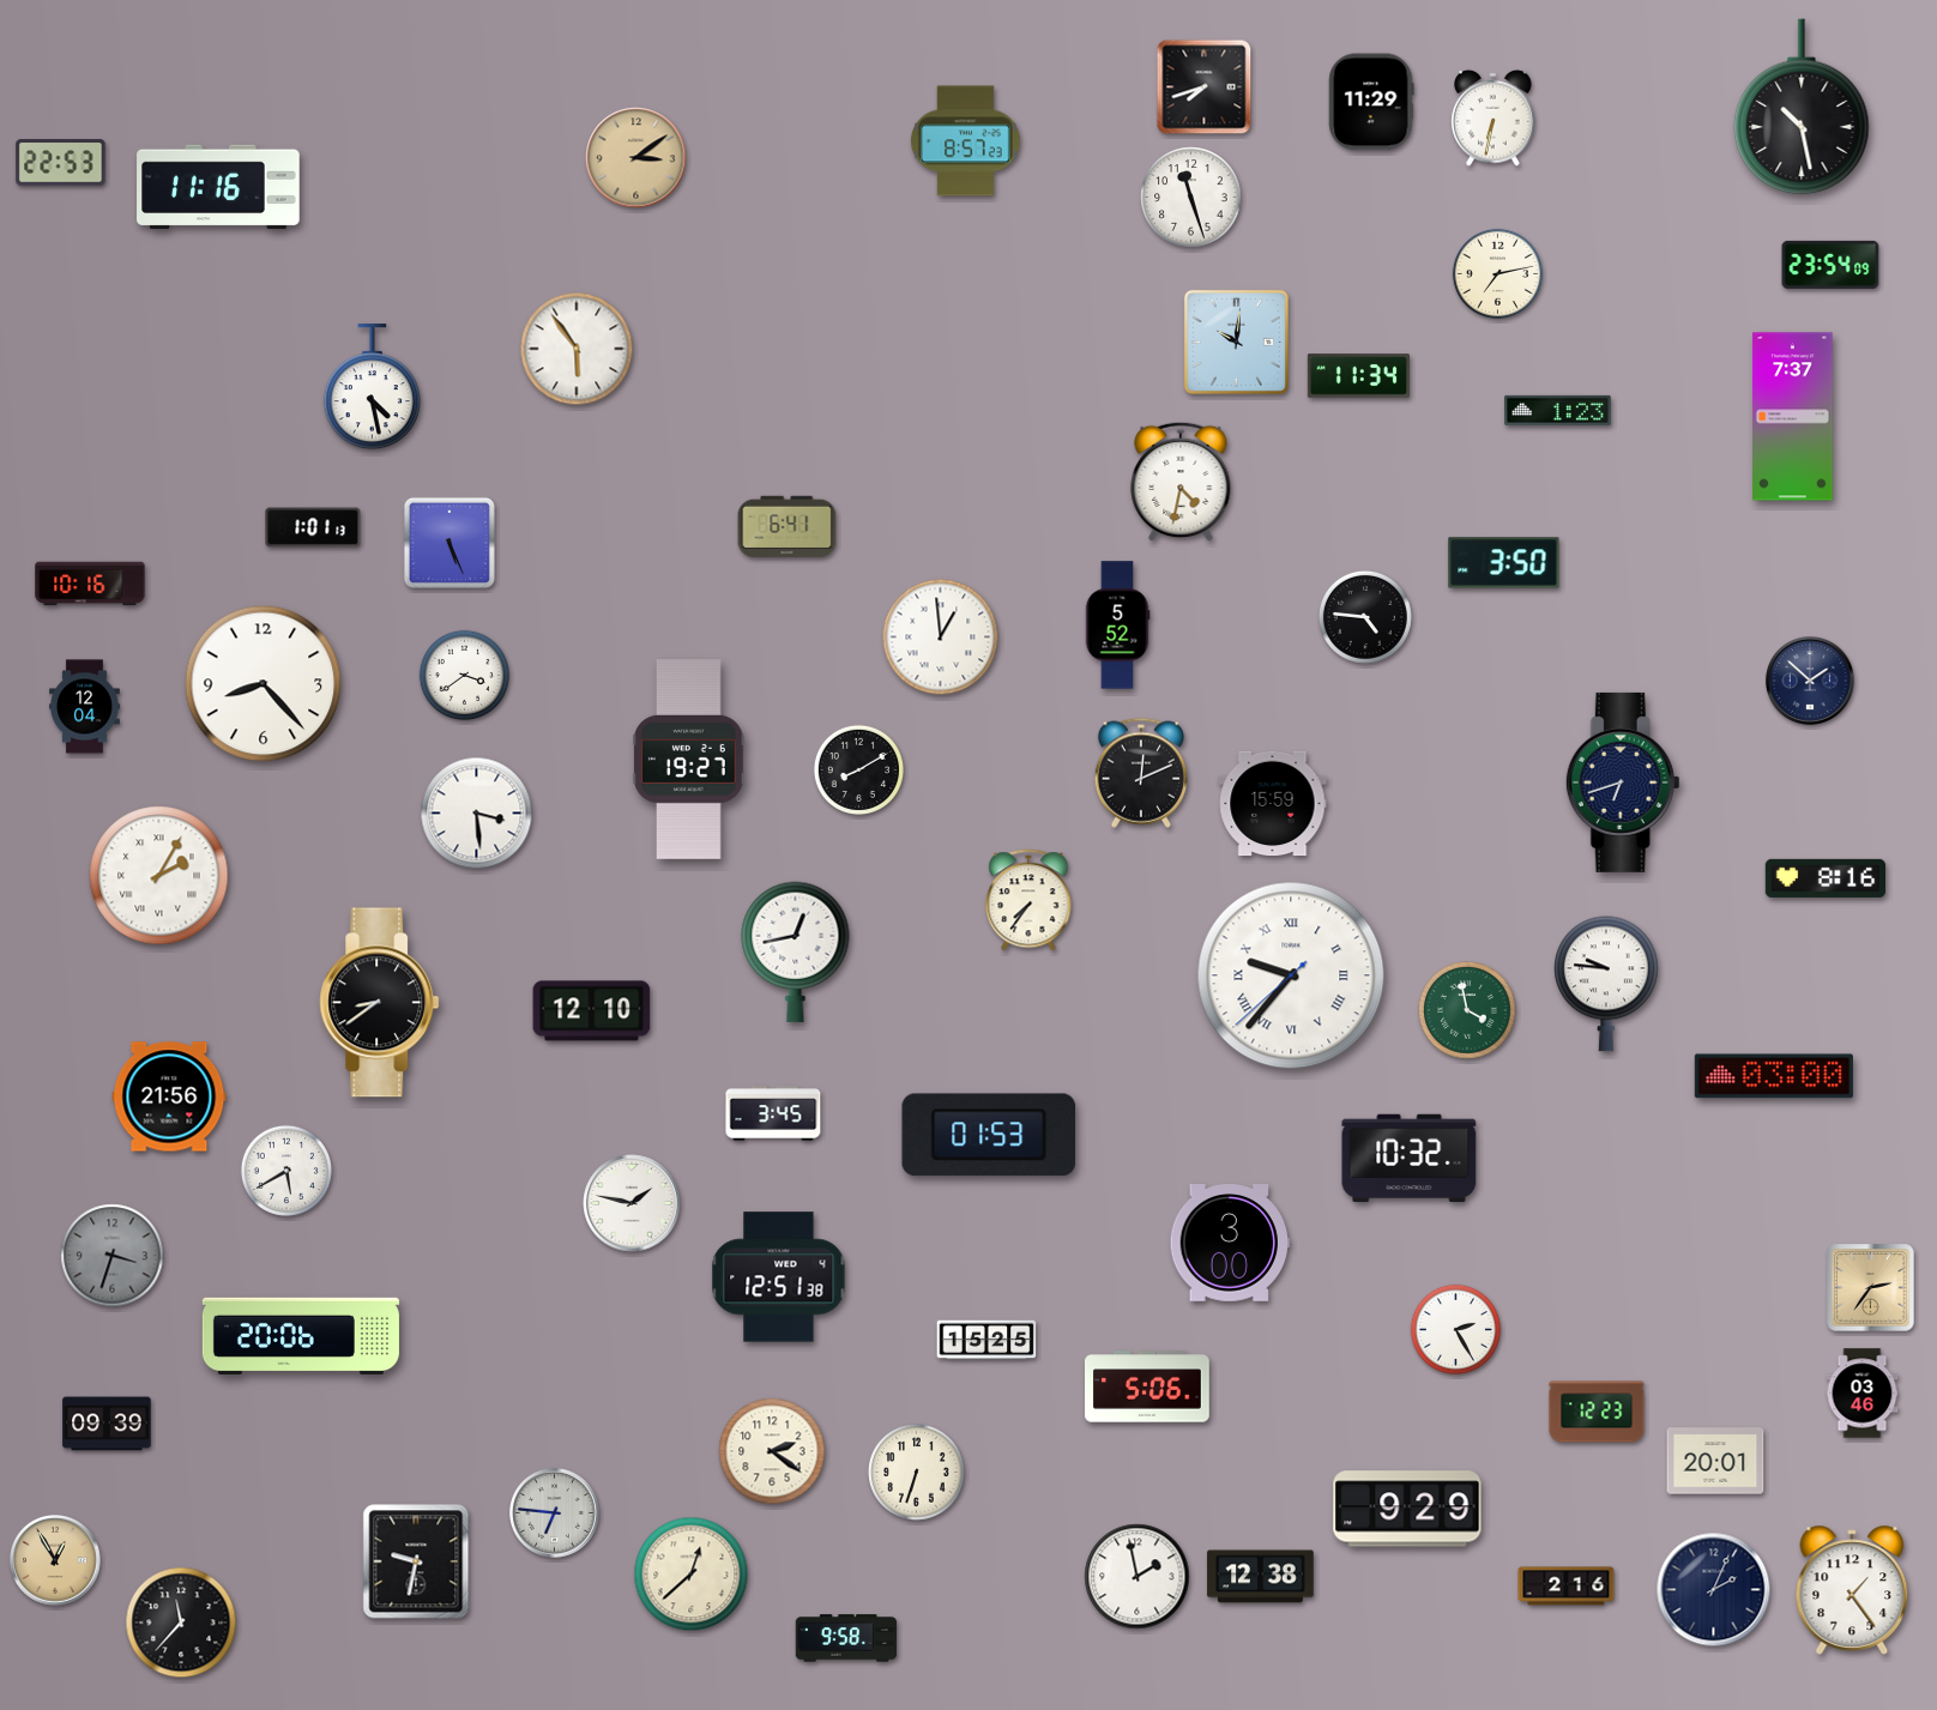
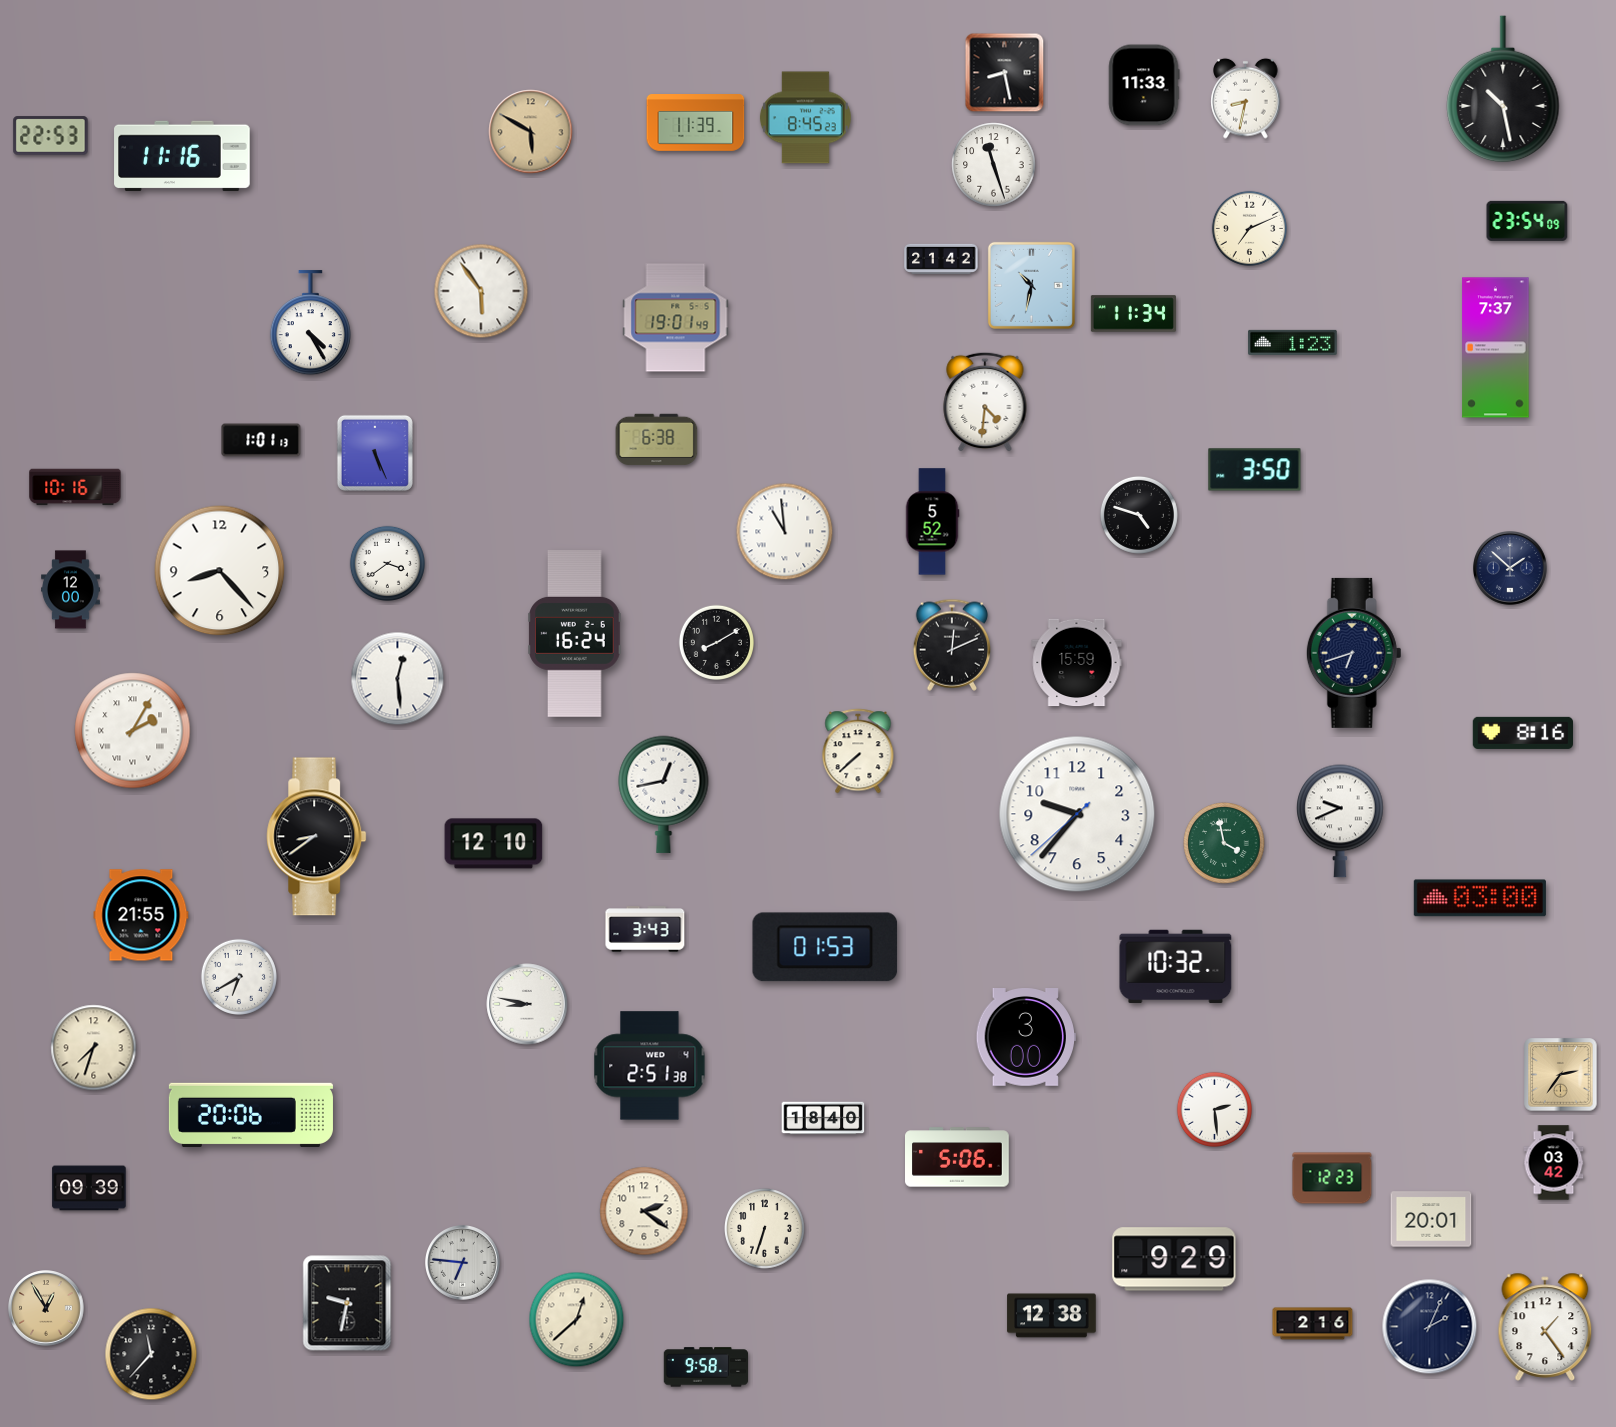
clock at (1205, 87): 7:42 -> 8:28
clock at (1371, 102): 11:29 -> 11:33
clock at (1494, 117): 6:32 -> 8:32
clock at (965, 141): 8:57 -> 8:45
clock at (696, 123): none -> 11:39
clock at (636, 158): 3:09 -> 5:50
clock at (1497, 273): 7:13 -> 7:11
clock at (941, 259): none -> 21:42
clock at (1236, 342): 10:01 -> 10:32
clock at (676, 318): none -> 19:01
clock at (372, 387): 4:28 -> 4:25
clock at (1558, 410) position: (1558, 410) -> (1293, 342)
clock at (1181, 482): 4:32 -> 4:31
clock at (788, 527): 6:41 -> 6:38
clock at (1365, 617): 4:46 -> 4:48
clock at (941, 638): 12:59 -> 10:59
clock at (85, 707): 12:04 -> 12:00
clock at (689, 760): 19:27 -> 16:24
clock at (1273, 804) position: (1273, 804) -> (1077, 663)
clock at (477, 814): 3:29 -> 12:29
clock at (1028, 900): 7:36 -> 7:38
clock at (1291, 975) numerals: Roman -> Arabic
clock at (1606, 984): 9:46 -> 9:41
clock at (169, 1096): 21:56 -> 21:55
clock at (773, 1113): 3:45 -> 3:43
clock at (286, 1171): 5:40 -> 6:40
clock at (632, 1203): 1:47 -> 8:47
clock at (113, 1256): 3:33 -> 7:33
clock at (113, 1256) dial: grey -> cream
clock at (779, 1277): 12:51 -> 2:51
clock at (1455, 1329): 2:25 -> 2:29
clock at (986, 1340): 15:25 -> 18:40
clock at (1863, 1394): 03:46 -> 03:42
clock at (55, 1560) position: (55, 1560) -> (46, 1308)
clock at (692, 1575) position: (692, 1575) -> (577, 1320)
clock at (1138, 1577): 1:58 -> none
clock at (1567, 1587) position: (1567, 1587) -> (1313, 1324)
